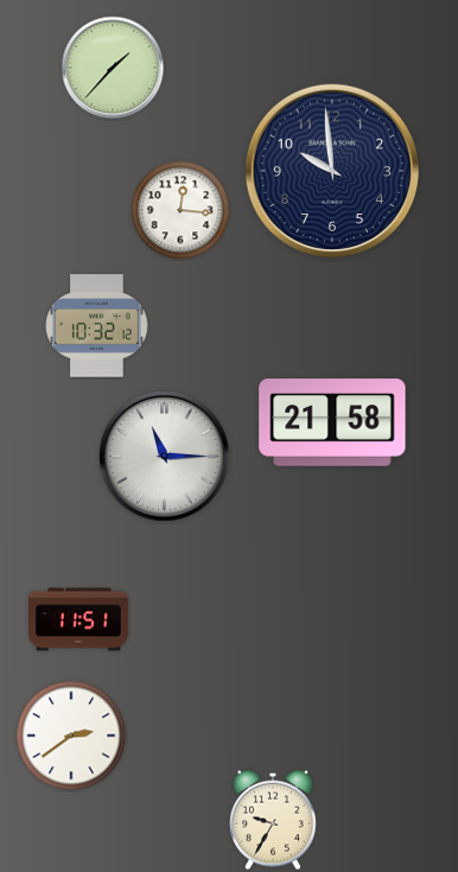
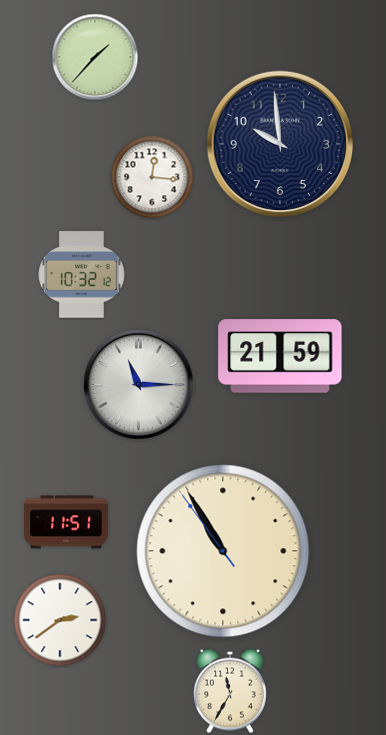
clock at (332, 422): 21:58 -> 21:59
clock at (223, 551): none -> 10:54
clock at (273, 820): 9:35 -> 11:35
